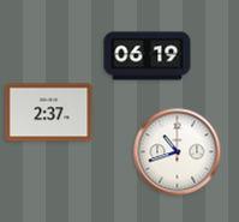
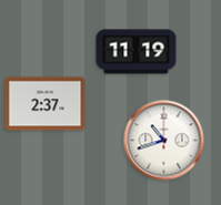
clock at (148, 56): 06:19 -> 11:19
